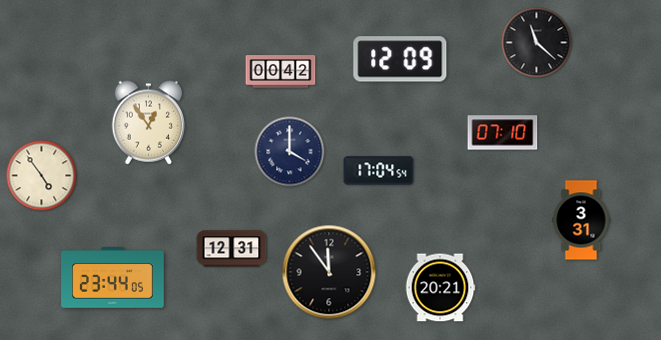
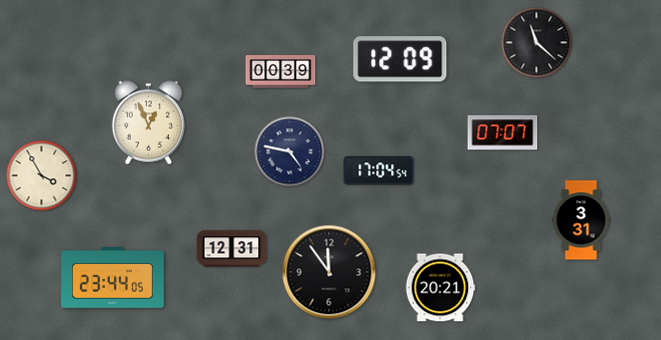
clock at (281, 72): 00:42 -> 00:39
clock at (149, 123): 12:54 -> 12:56
clock at (503, 133): 07:10 -> 07:07
clock at (290, 152): 4:00 -> 4:47
clock at (42, 176): 4:54 -> 3:55
